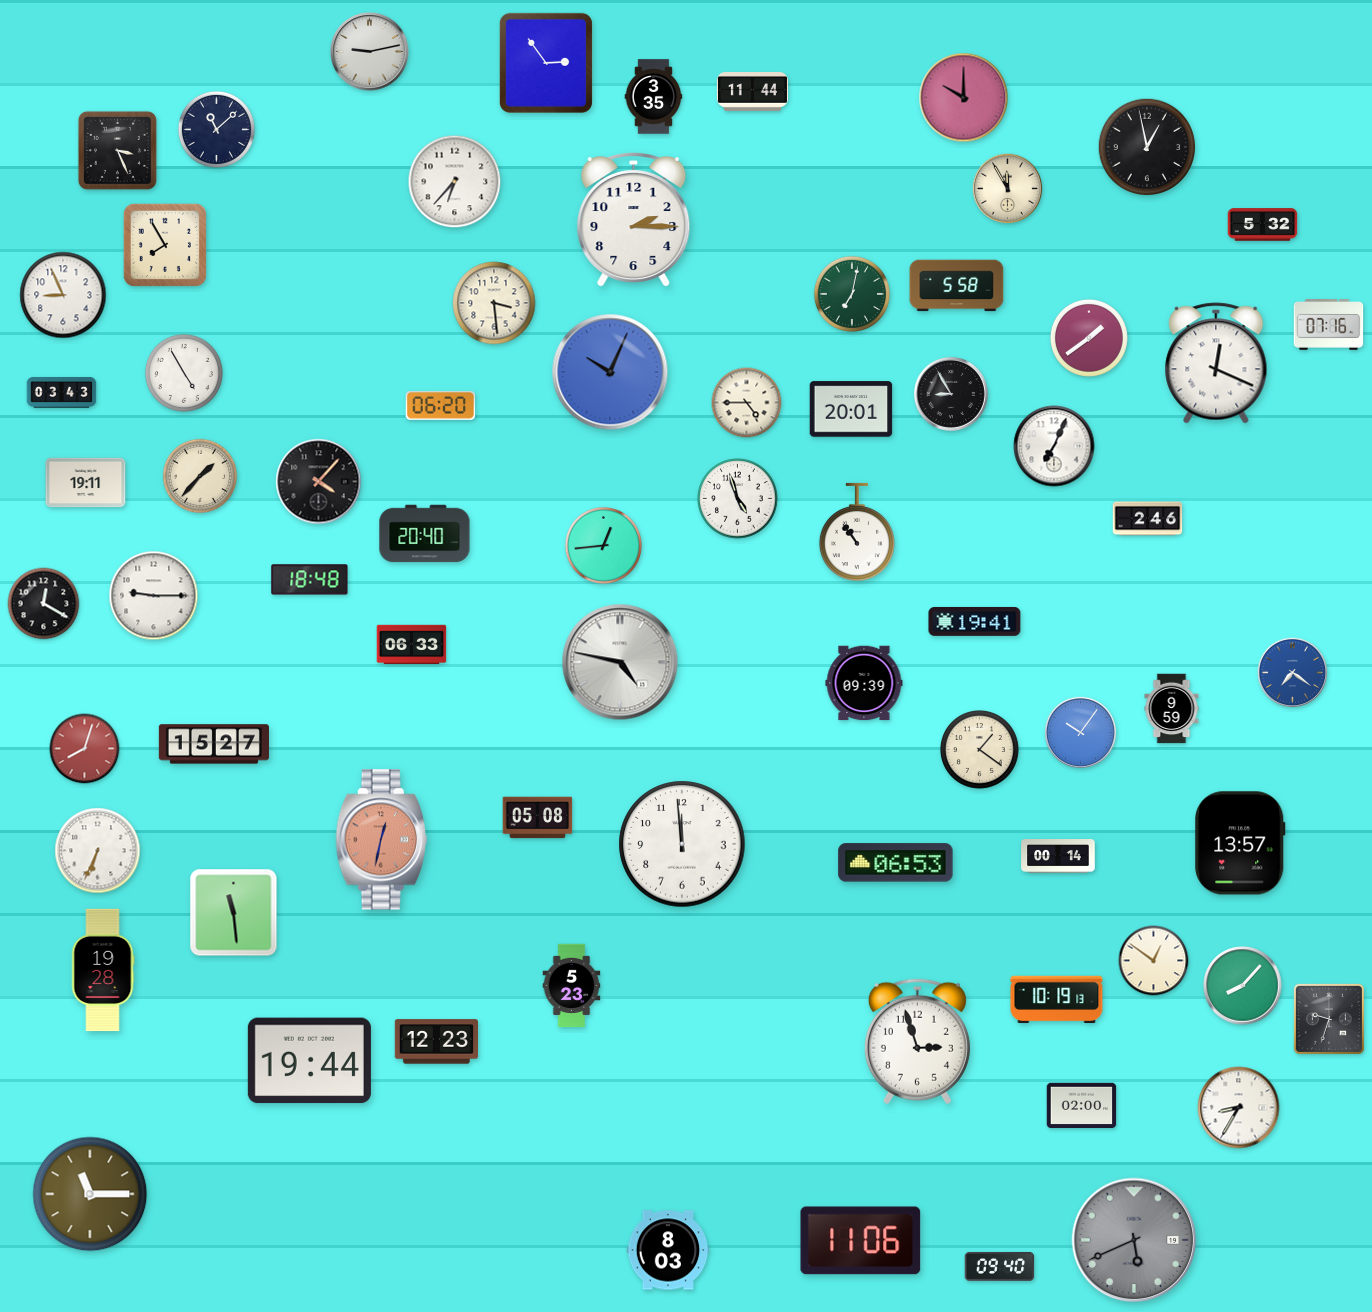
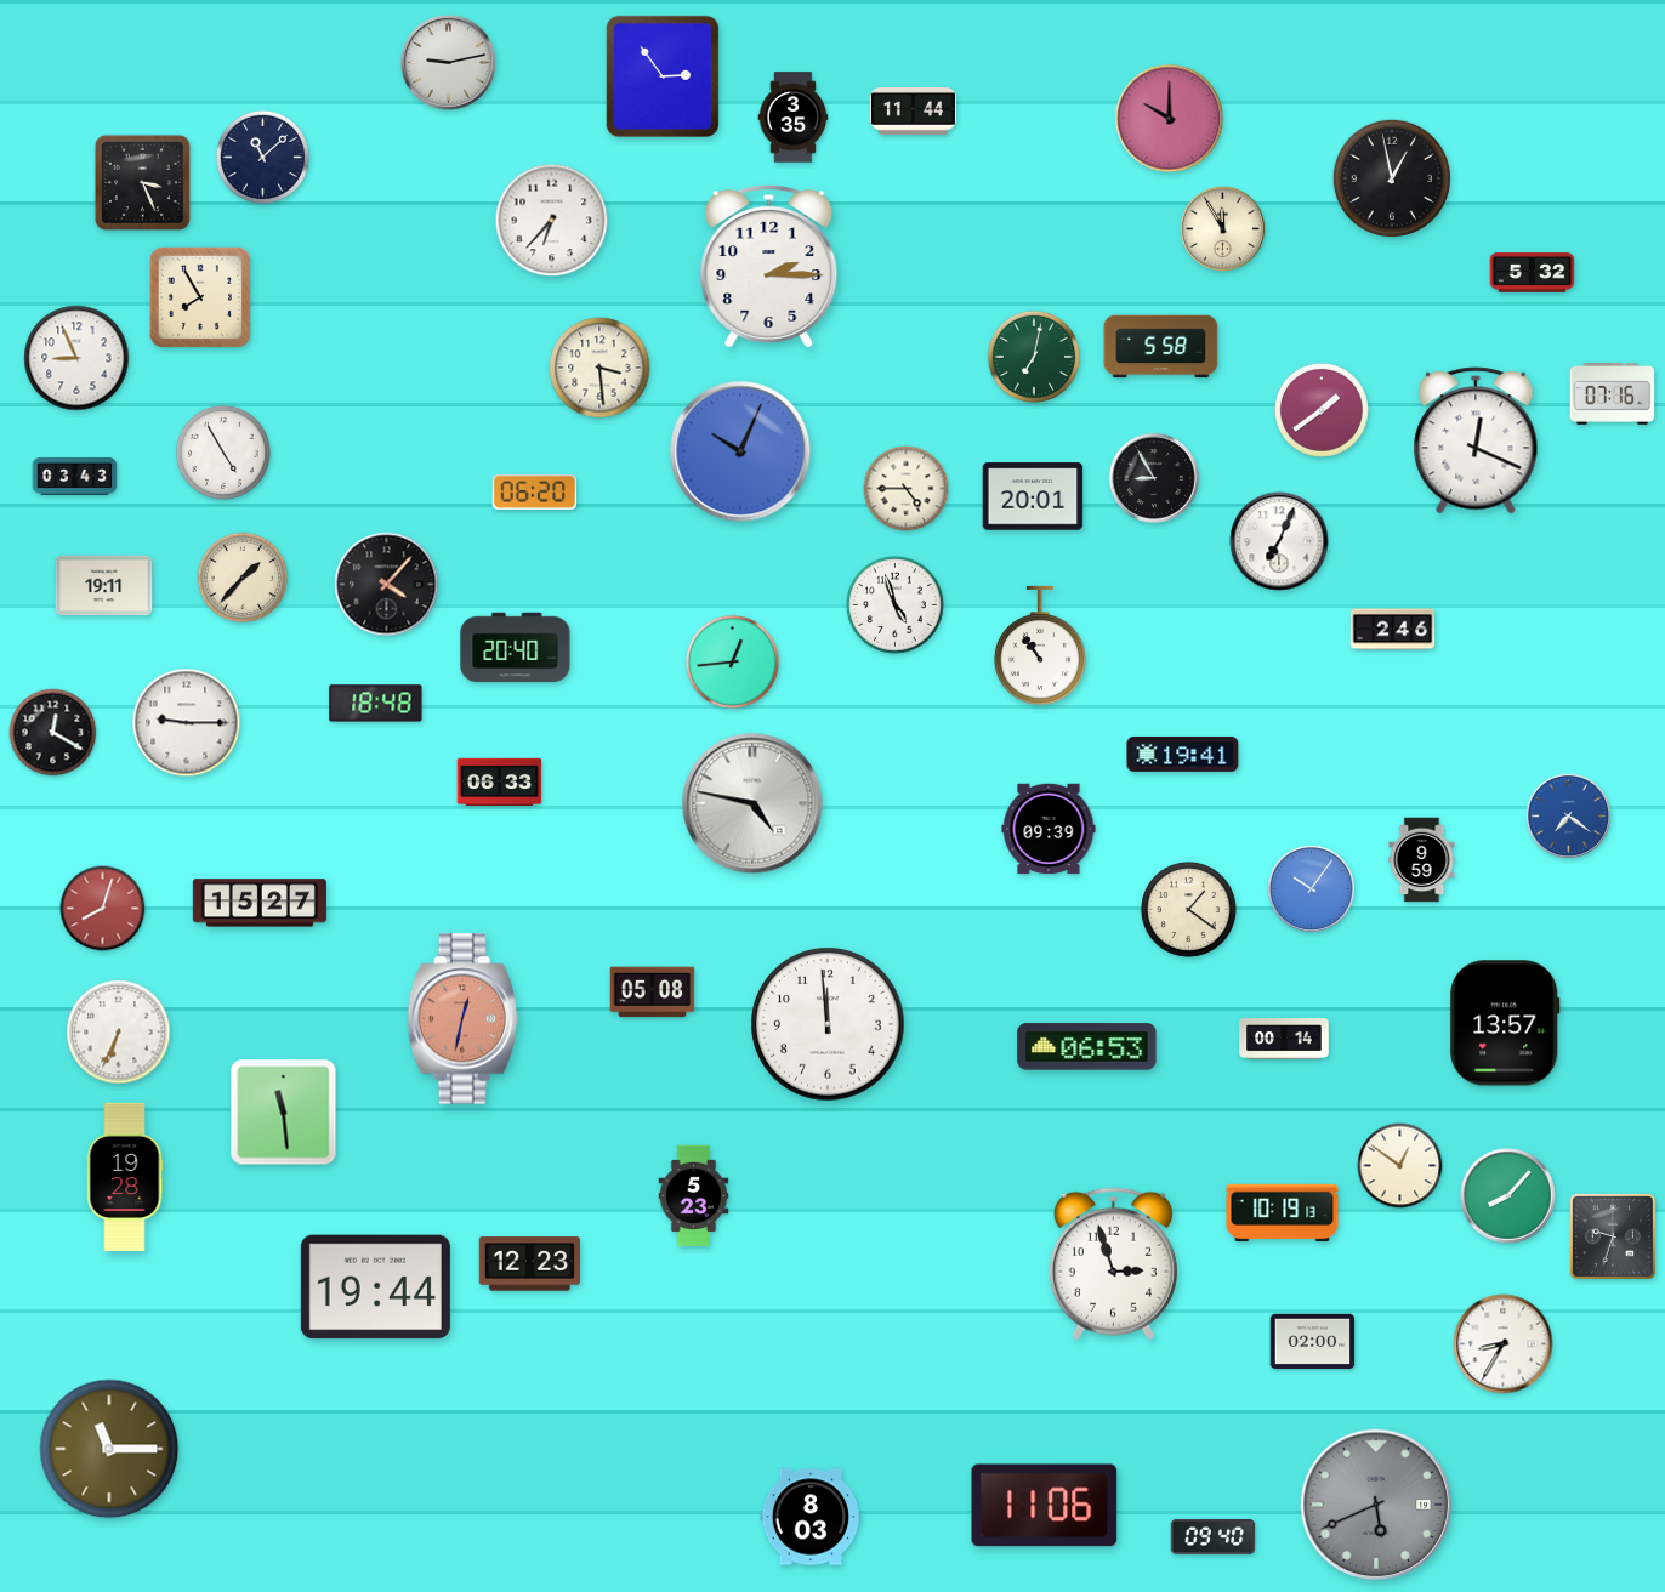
clock at (234, 913) position: (234, 913) -> (284, 1113)
